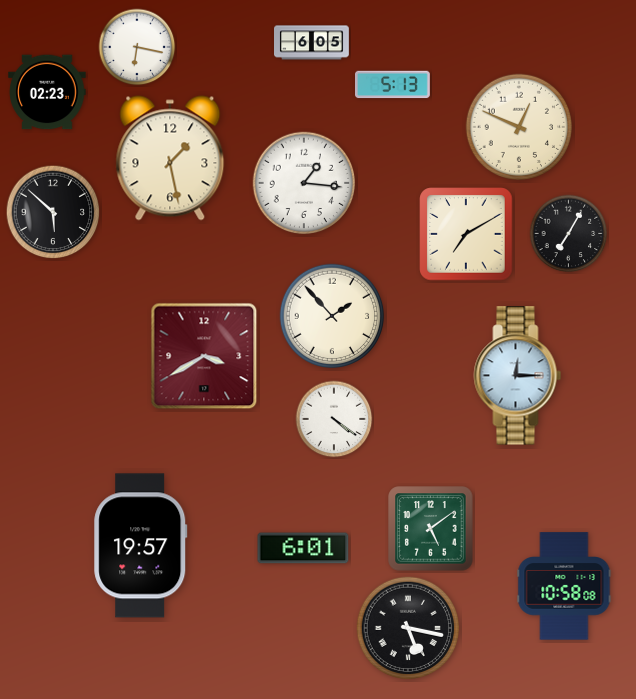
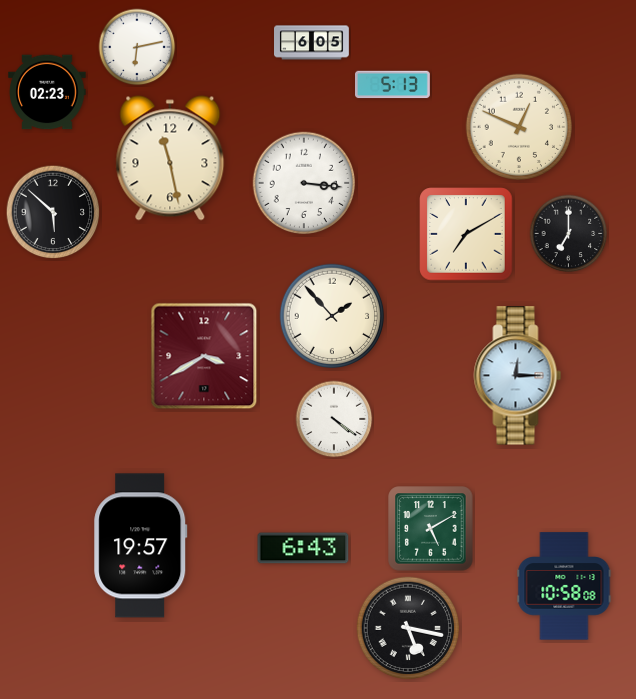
clock at (137, 47): 6:17 -> 6:13
clock at (170, 158): 1:28 -> 11:28
clock at (304, 183): 1:16 -> 3:16
clock at (569, 234): 7:05 -> 7:00
clock at (431, 529): 5:09 -> 5:10
clock at (303, 548): 6:01 -> 6:43
